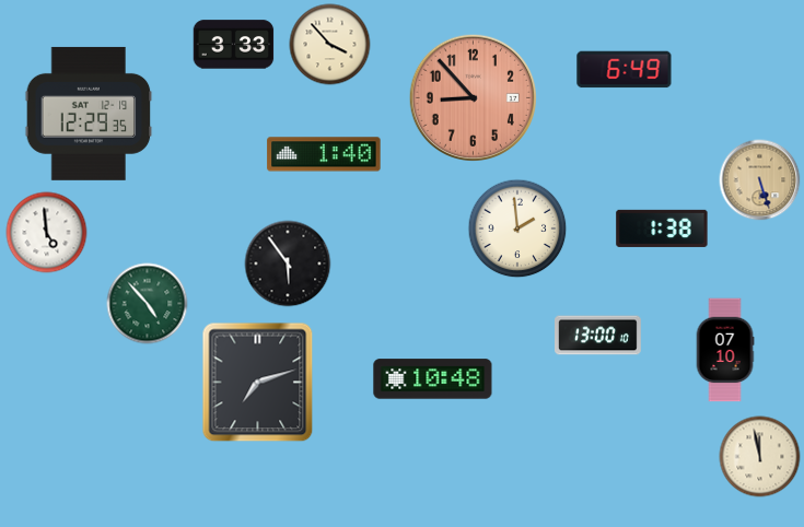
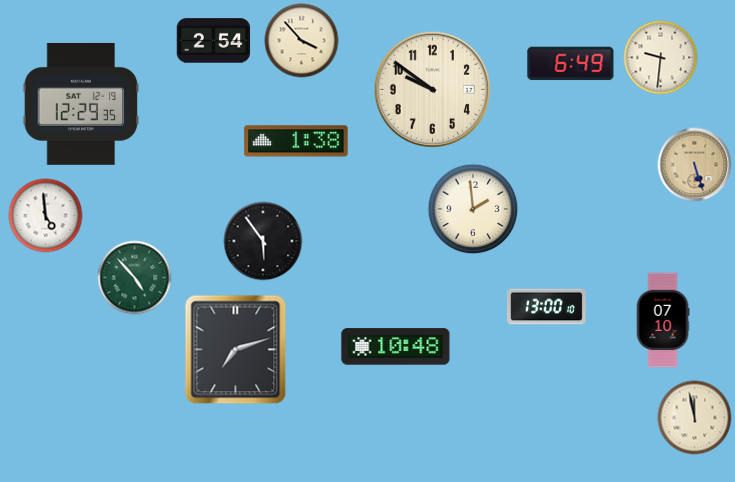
clock at (234, 45): 3:33 -> 2:54
clock at (661, 58): none -> 9:31
clock at (473, 97): 8:53 -> 9:51
clock at (473, 97) dial: salmon -> cream
clock at (324, 154): 1:40 -> 1:38
clock at (662, 229): 1:38 -> none
clock at (47, 233) position: (47, 233) -> (46, 216)
